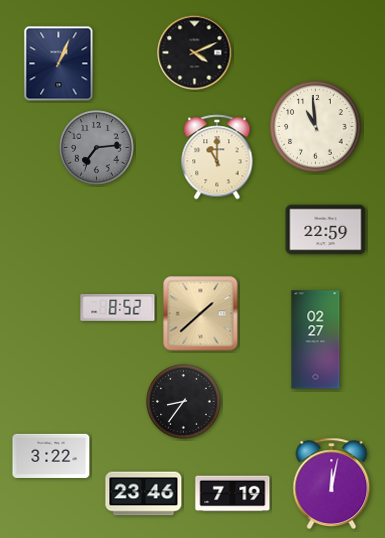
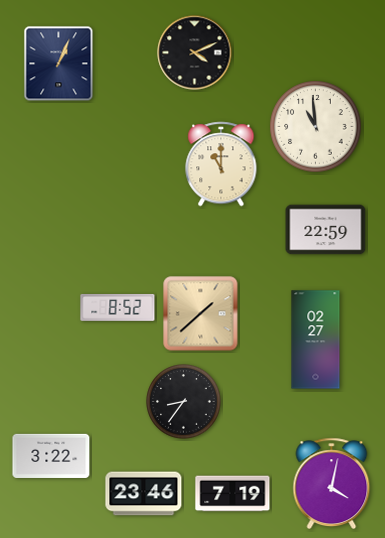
clock at (97, 148): 7:14 -> none
clock at (217, 157) position: (217, 157) -> (221, 164)
clock at (332, 483): 12:02 -> 4:02
